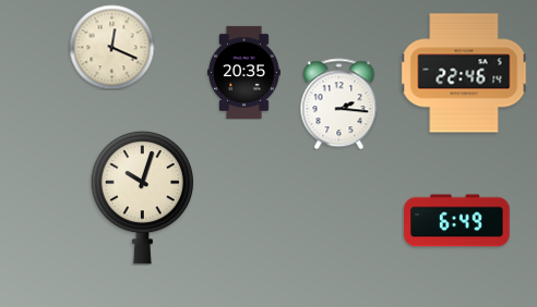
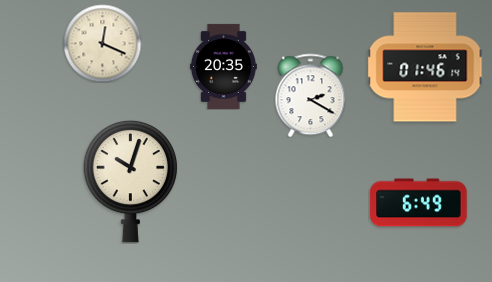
clock at (464, 73): 22:46 -> 01:46
clock at (339, 103): 2:16 -> 2:20
